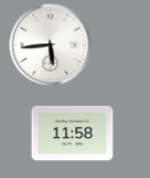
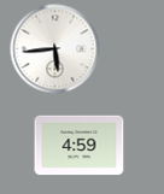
clock at (73, 134): 11:58 -> 4:59
